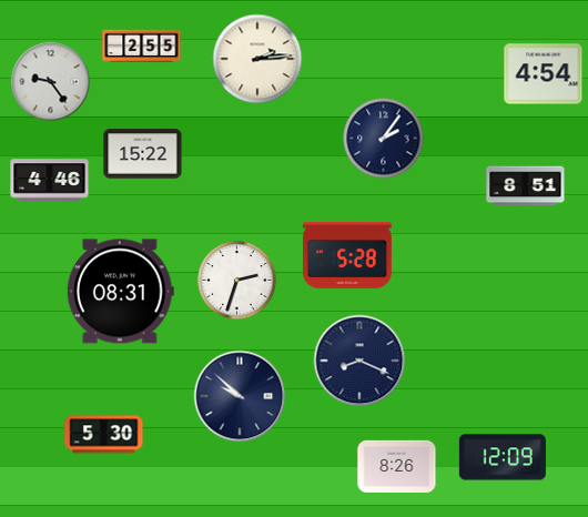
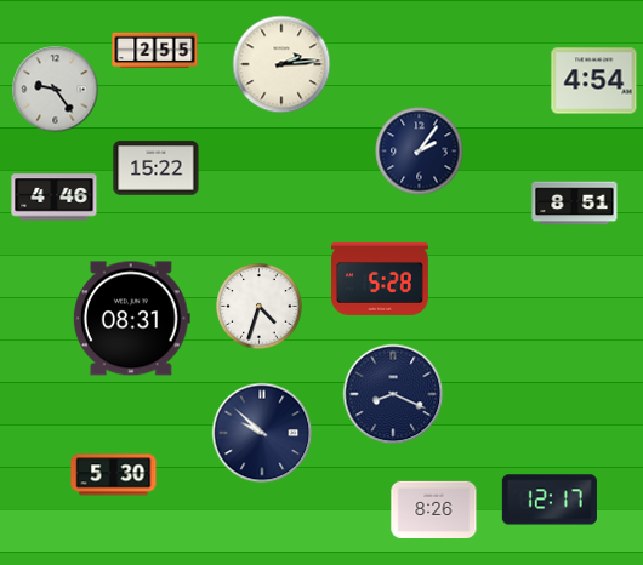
clock at (237, 281): 2:33 -> 4:33
clock at (503, 457): 12:09 -> 12:17
